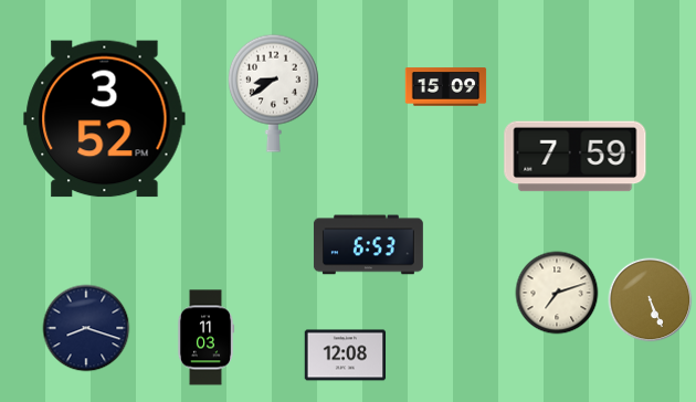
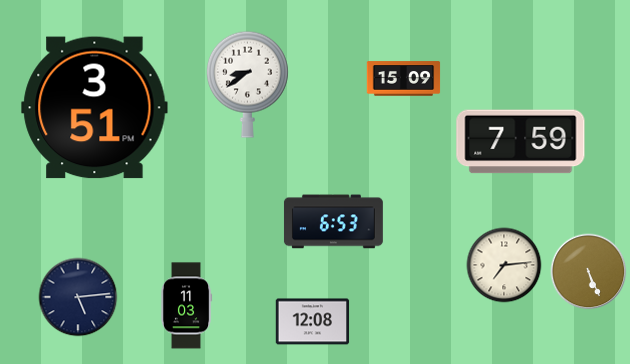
clock at (105, 119): 3:52 -> 3:51
clock at (557, 293): 7:12 -> 7:14
clock at (86, 328): 8:18 -> 5:14
